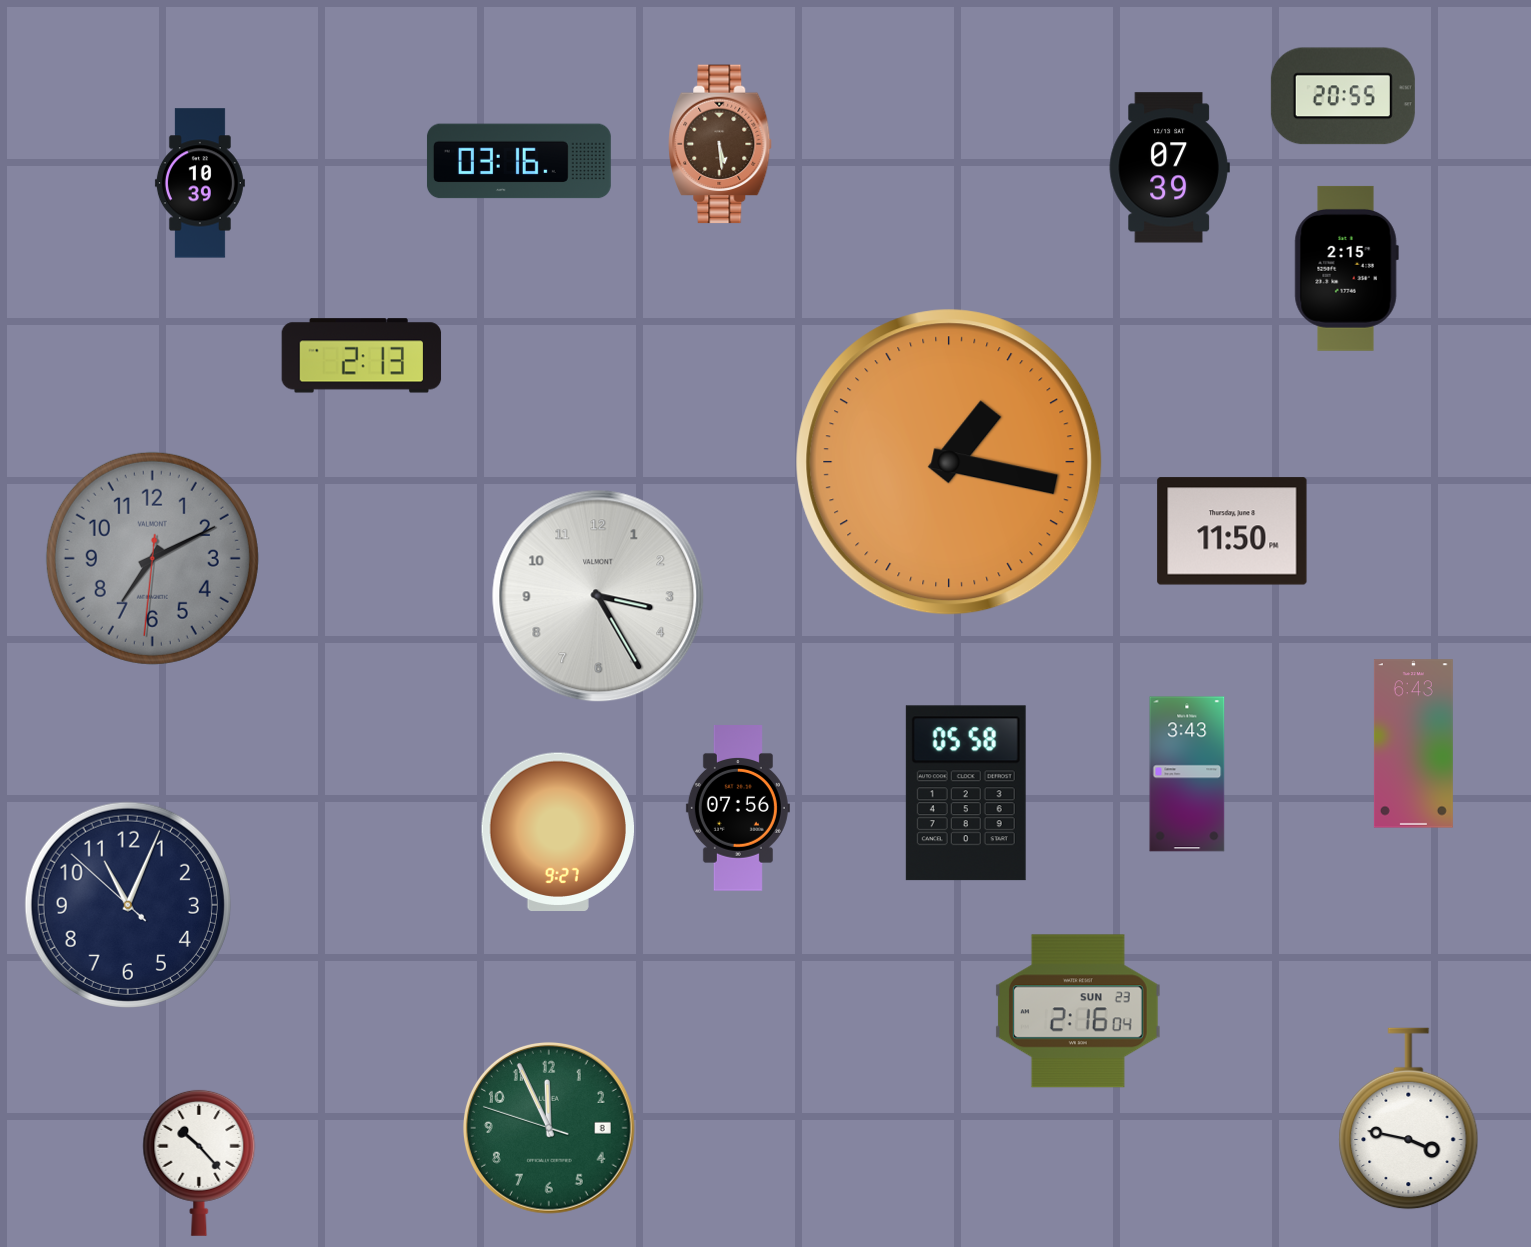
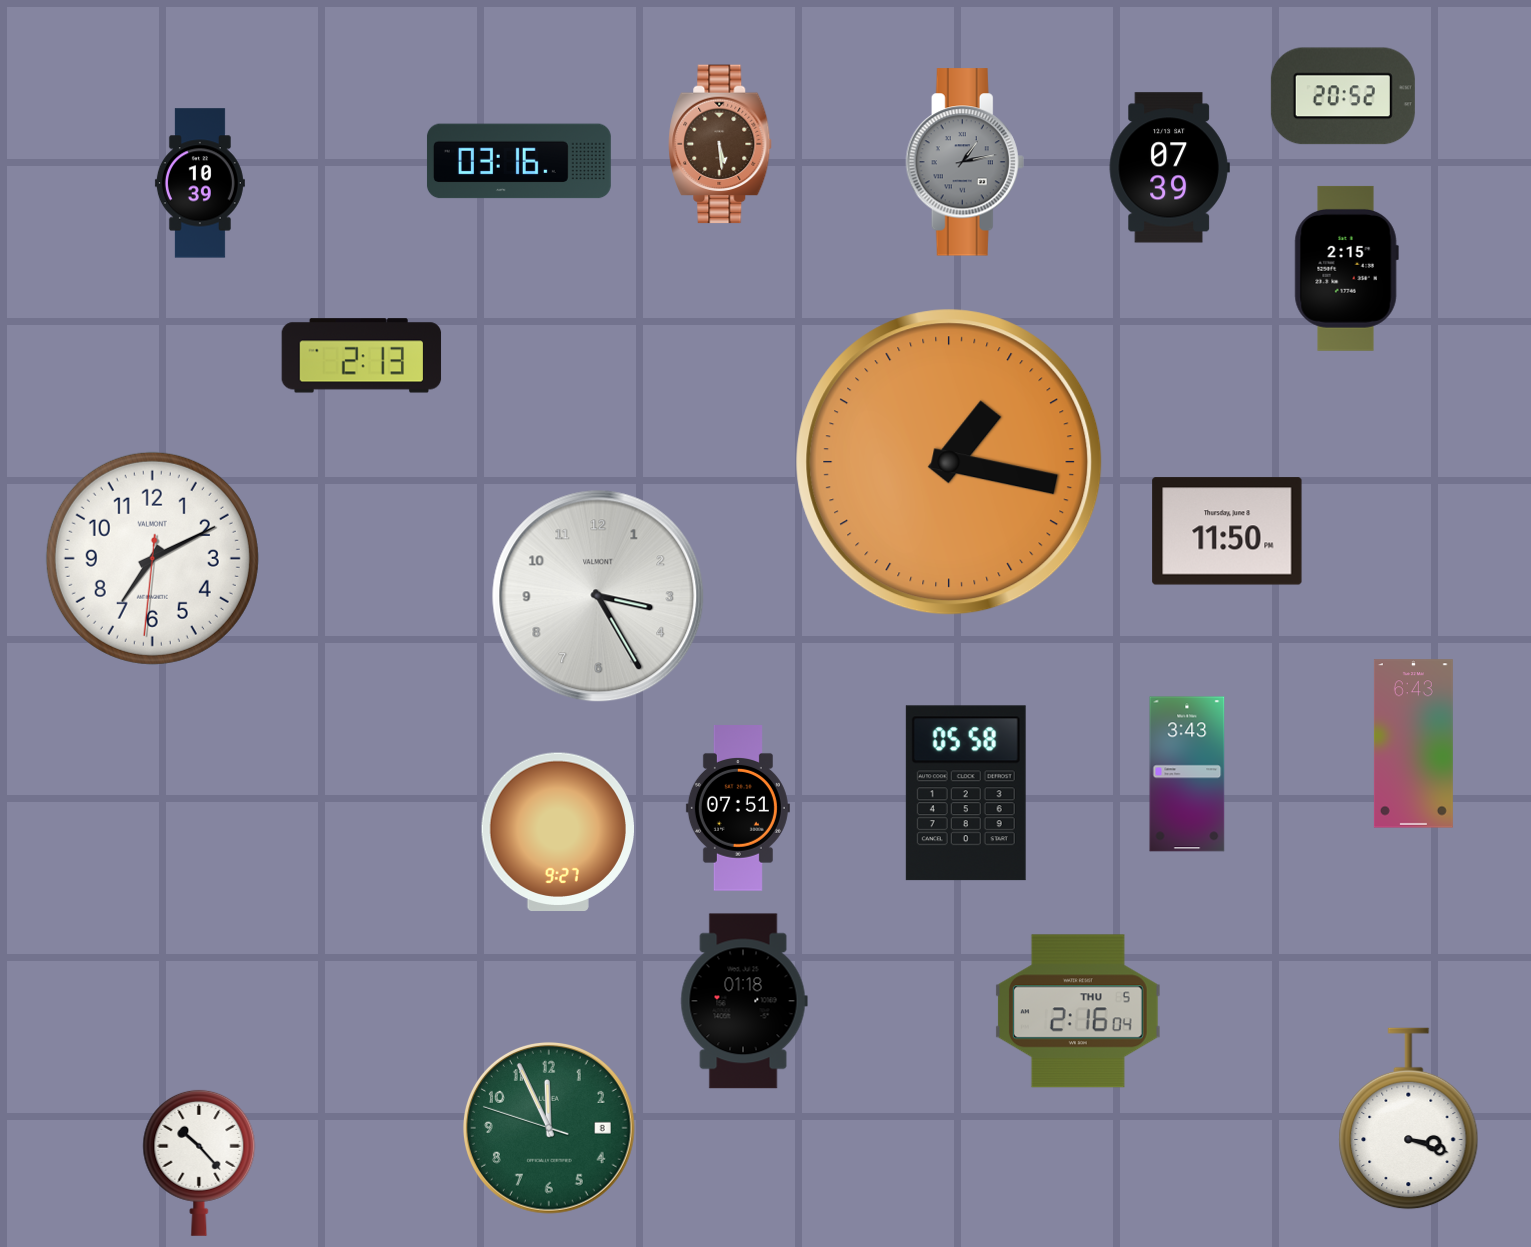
clock at (1343, 96): 20:55 -> 20:52
clock at (965, 162): none -> 1:13
clock at (1232, 531) position: (1232, 531) -> (1227, 531)
clock at (152, 558) dial: grey -> white
clock at (738, 808): 07:56 -> 07:51
clock at (128, 905): 11:03 -> none
clock at (744, 1001): none -> 01:18
clock at (1078, 1011) date: SUN 23 -> THU 5
clock at (1409, 1119): 3:47 -> 3:18
